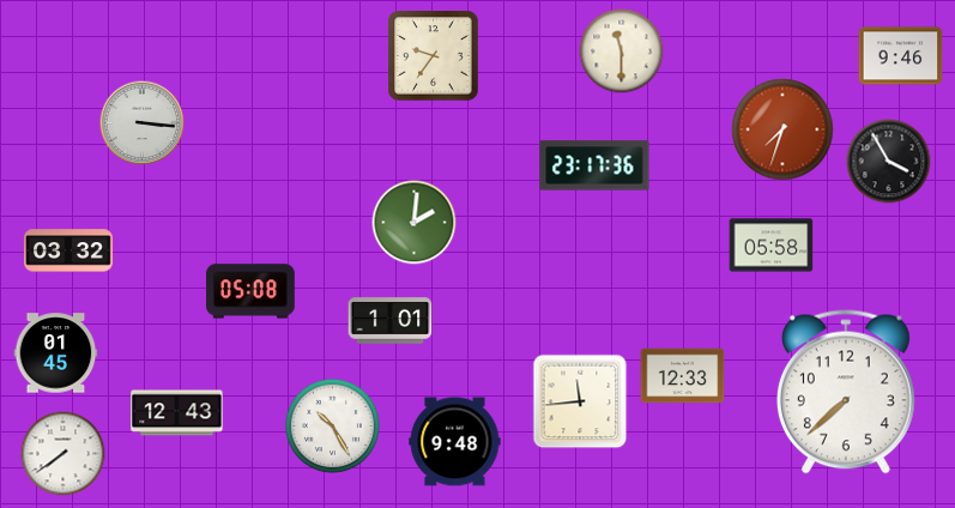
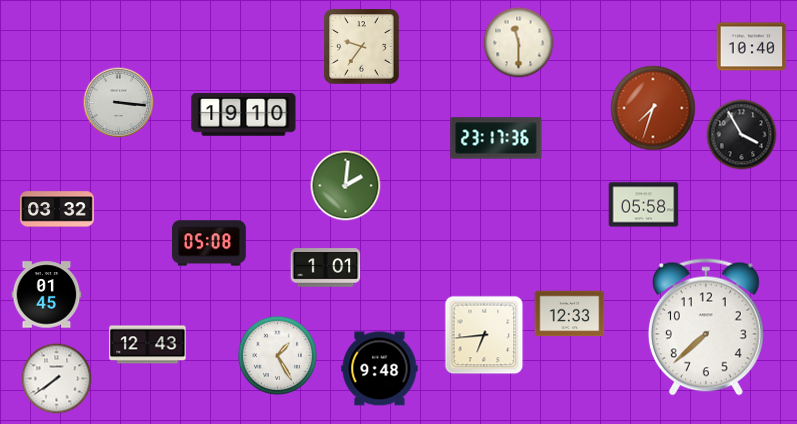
clock at (901, 56): 9:46 -> 10:40
clock at (244, 115): none -> 19:10
clock at (580, 401): 11:44 -> 6:44
clock at (332, 425): 10:25 -> 1:25
clock at (64, 454) position: (64, 454) -> (57, 379)
